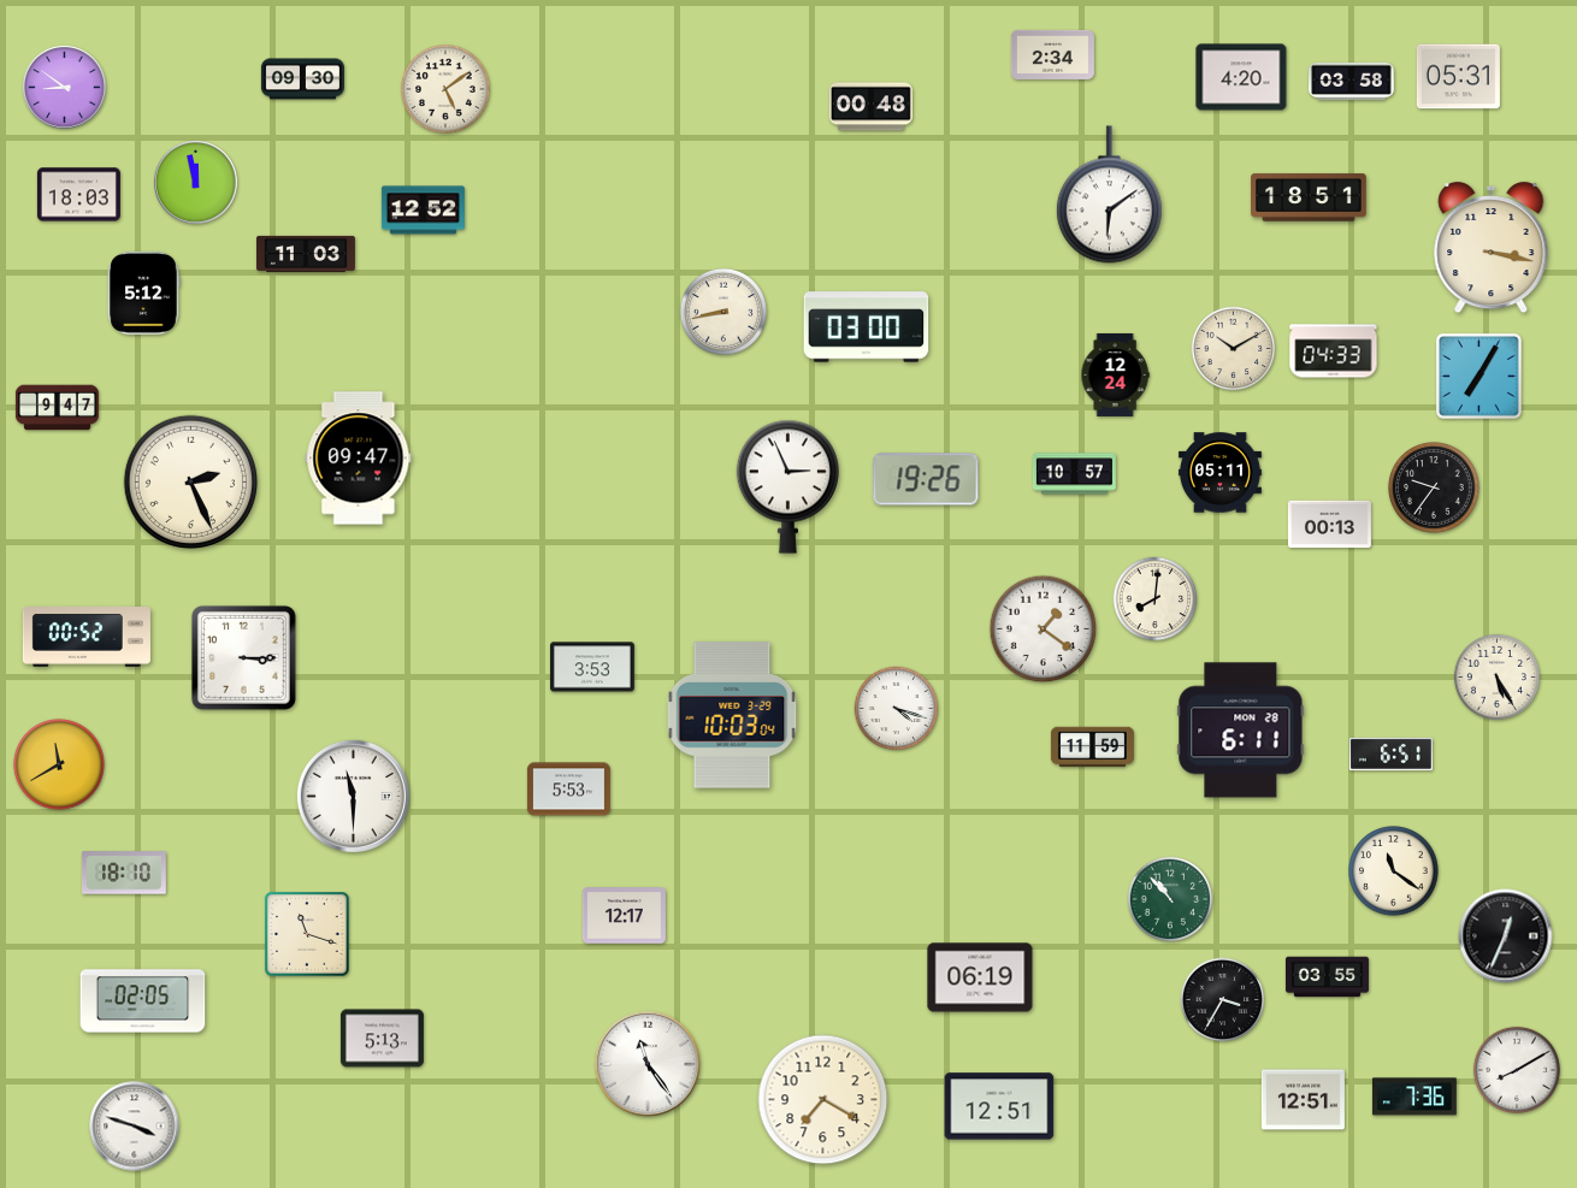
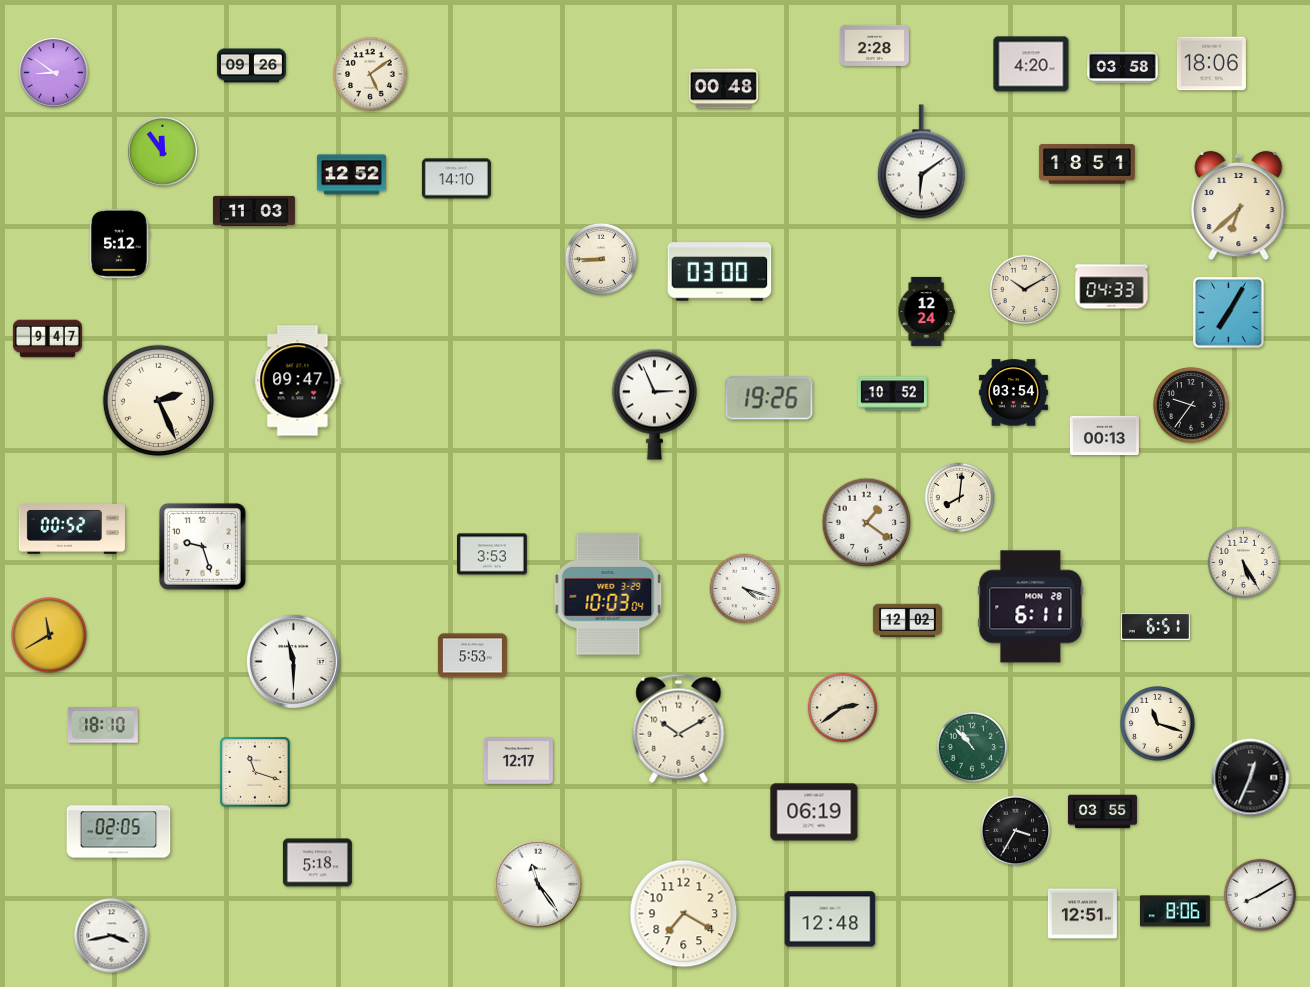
clock at (1052, 54): 2:34 -> 2:28
clock at (1458, 77): 05:31 -> 18:06
clock at (302, 79): 09:30 -> 09:26
clock at (196, 183): 11:58 -> 11:54
clock at (78, 195): 18:03 -> none
clock at (456, 179): none -> 14:10
clock at (1492, 248): 3:17 -> 6:38
clock at (723, 312): 8:43 -> 8:45
clock at (1334, 351) position: (1334, 351) -> (1112, 287)
clock at (1219, 473): 05:11 -> 03:54
clock at (1074, 474): 10:57 -> 10:52
clock at (243, 657): 3:15 -> 9:27
clock at (1092, 747): 11:59 -> 12:02
clock at (843, 708): none -> 2:39
clock at (1394, 871): 11:21 -> 11:18
clock at (679, 728): none -> 10:10
clock at (307, 934) position: (307, 934) -> (255, 772)
clock at (382, 1039): 5:13 -> 5:18
clock at (1517, 1070) position: (1517, 1070) -> (1260, 895)
clock at (1414, 1097): 7:36 -> 8:06
clock at (999, 1106): 12:51 -> 12:48
clock at (135, 1127): 3:48 -> 3:43
